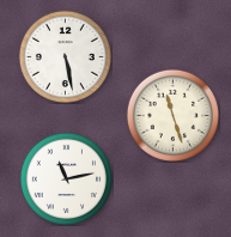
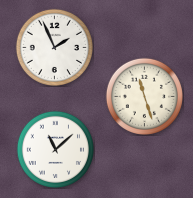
clock at (65, 56): 5:28 -> 1:56
clock at (66, 178): 11:13 -> 11:08
